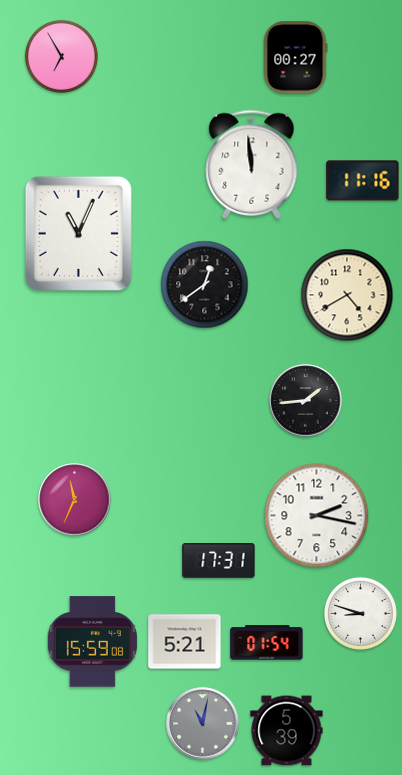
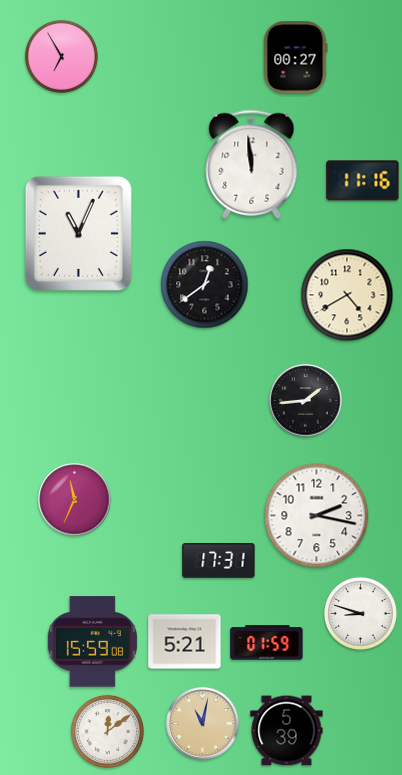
clock at (267, 643): 01:54 -> 01:59
clock at (203, 724) dial: grey -> champagne
clock at (107, 731): none -> 12:09
